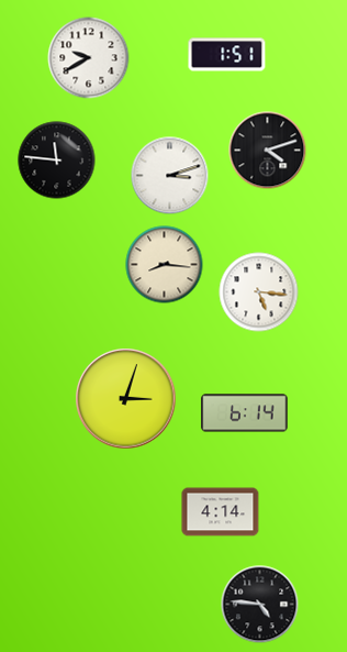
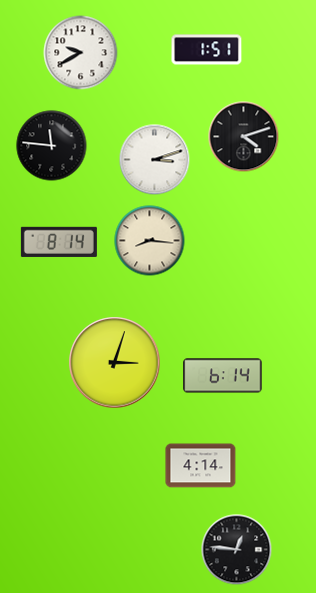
clock at (59, 242): none -> 8:14
clock at (259, 292): 5:16 -> none
clock at (260, 605): 4:46 -> 12:46
